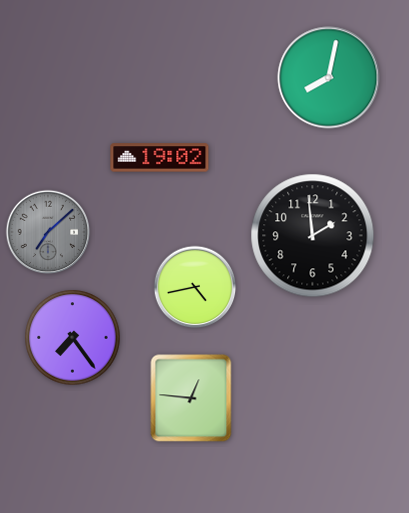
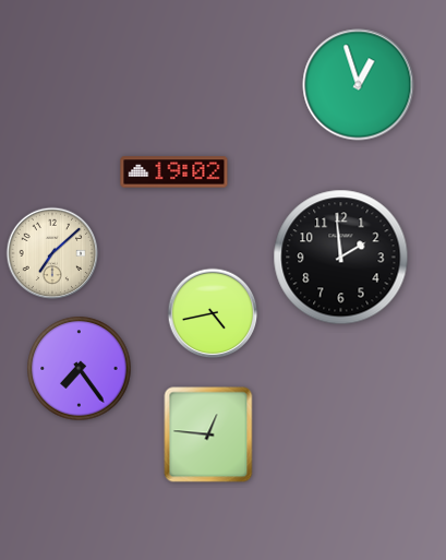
clock at (329, 78): 8:02 -> 12:57
clock at (48, 232) dial: grey -> cream
